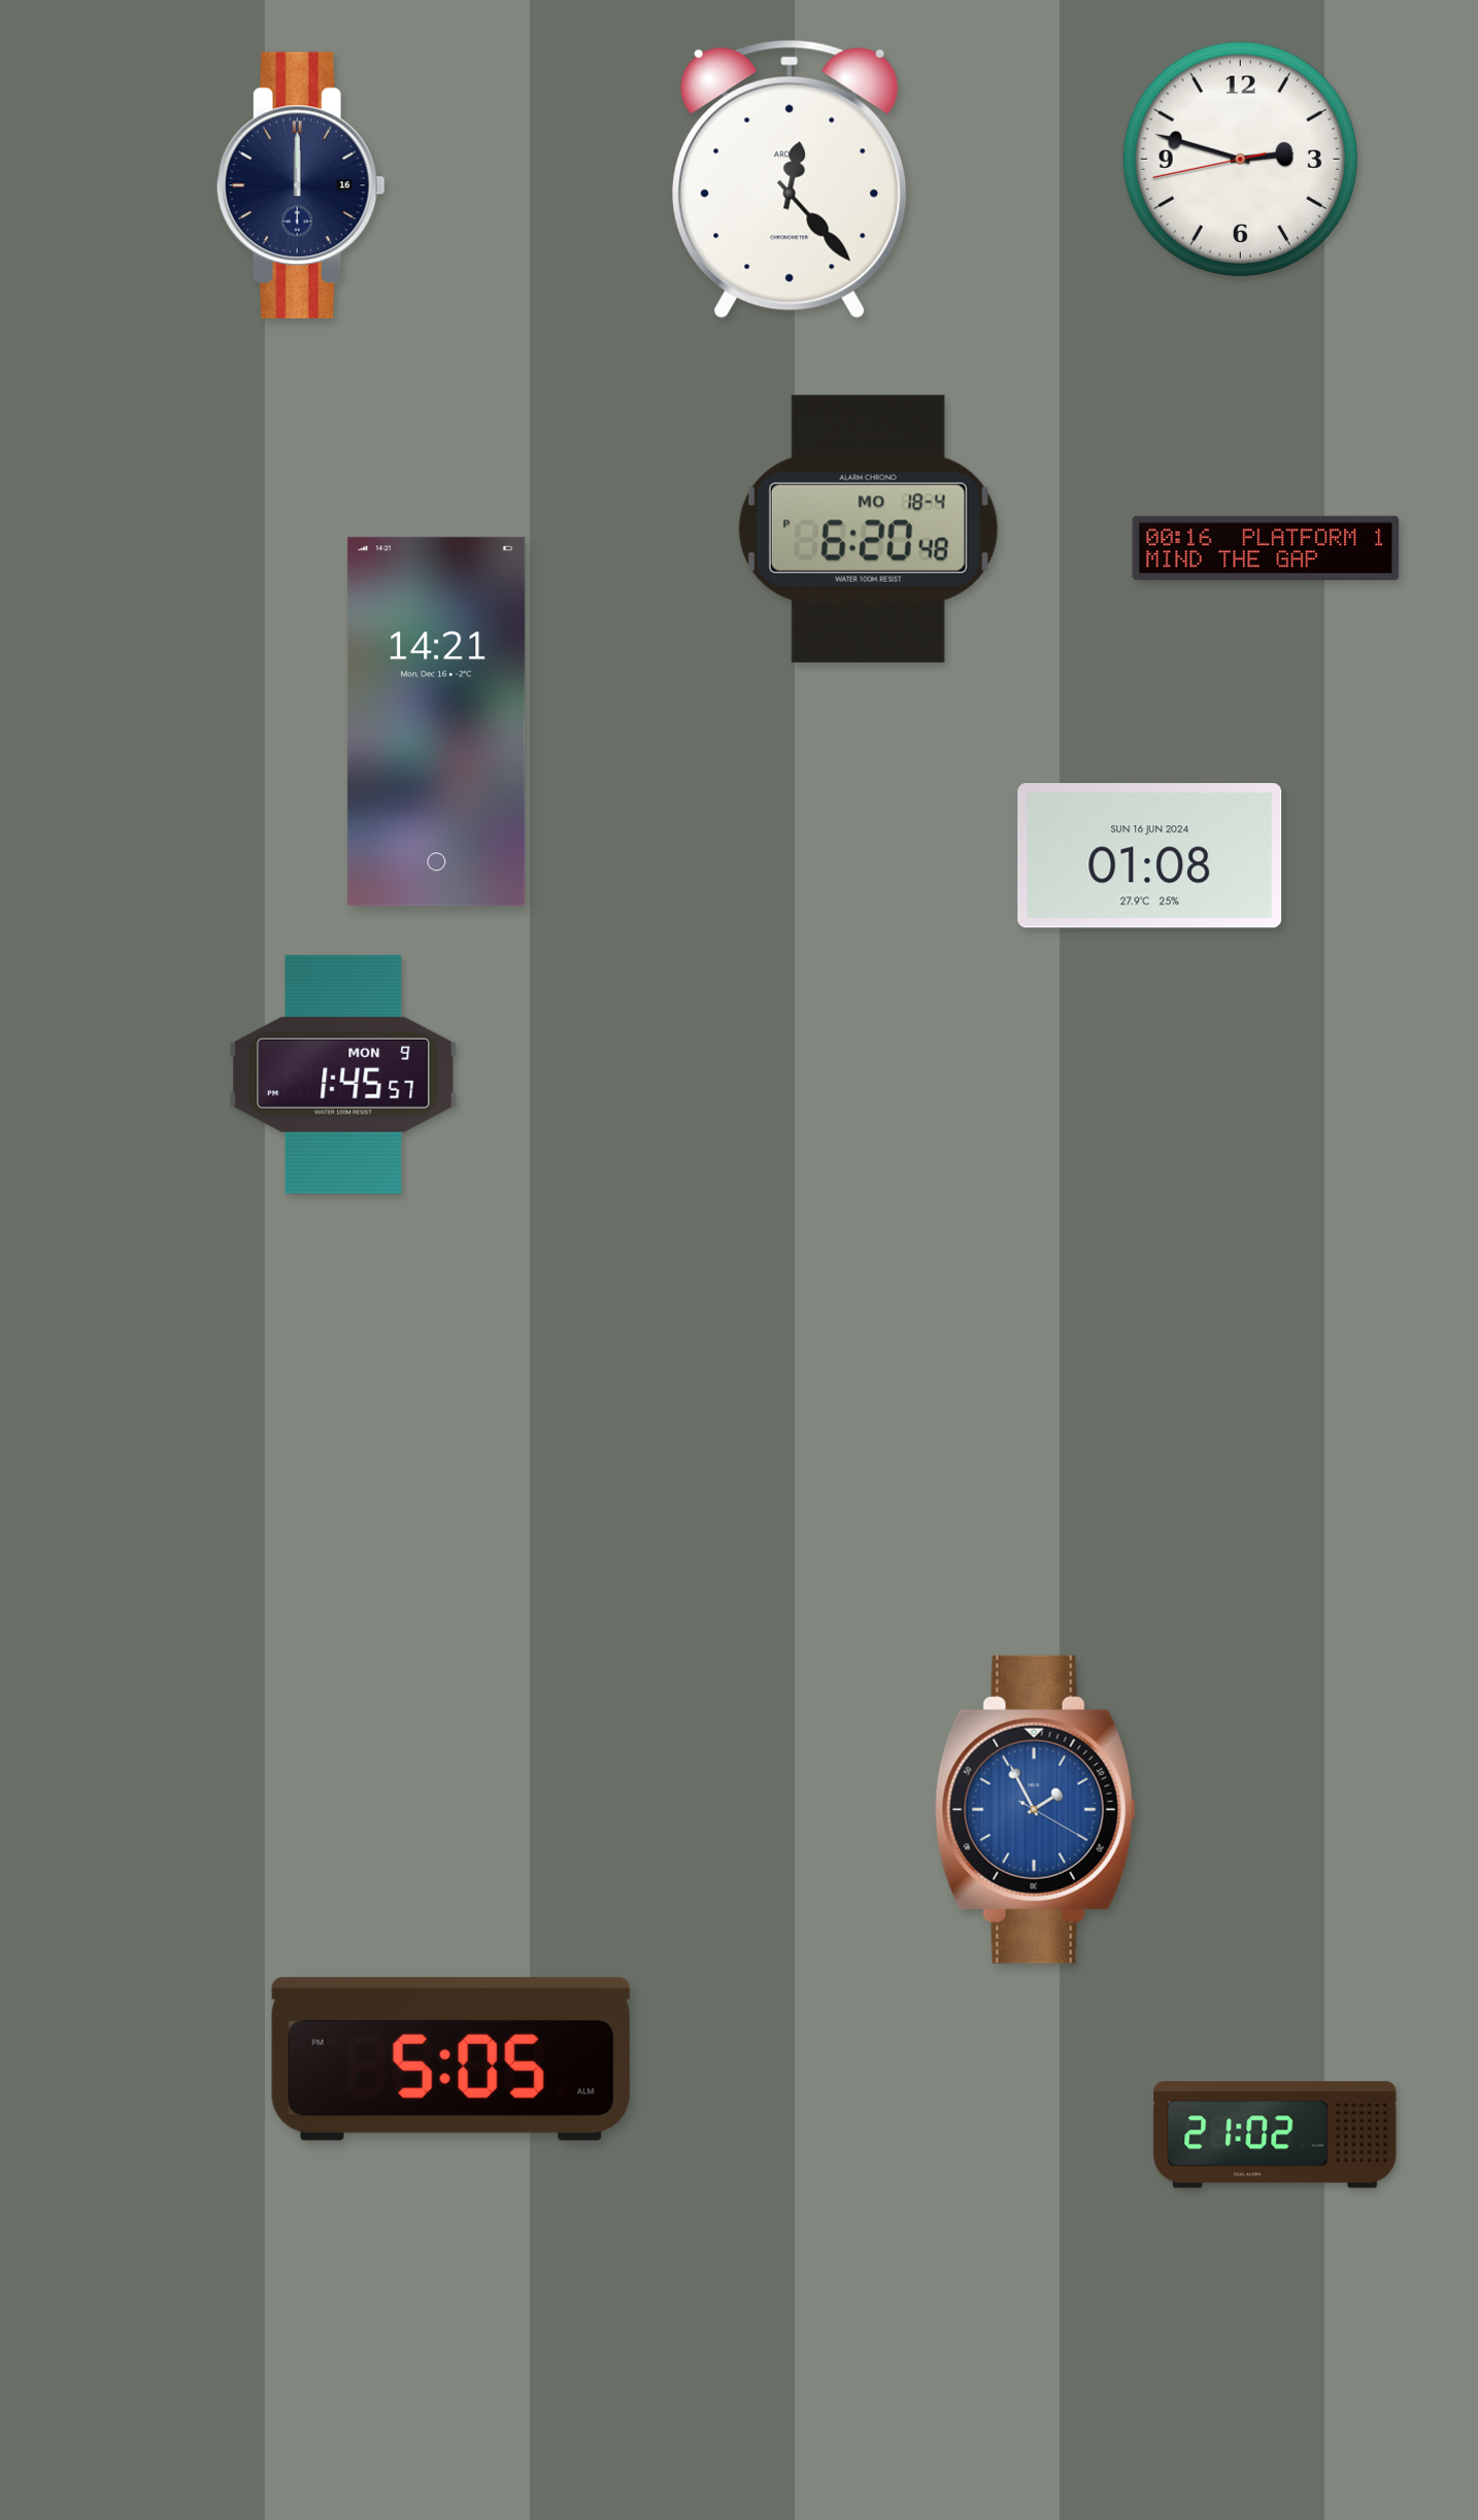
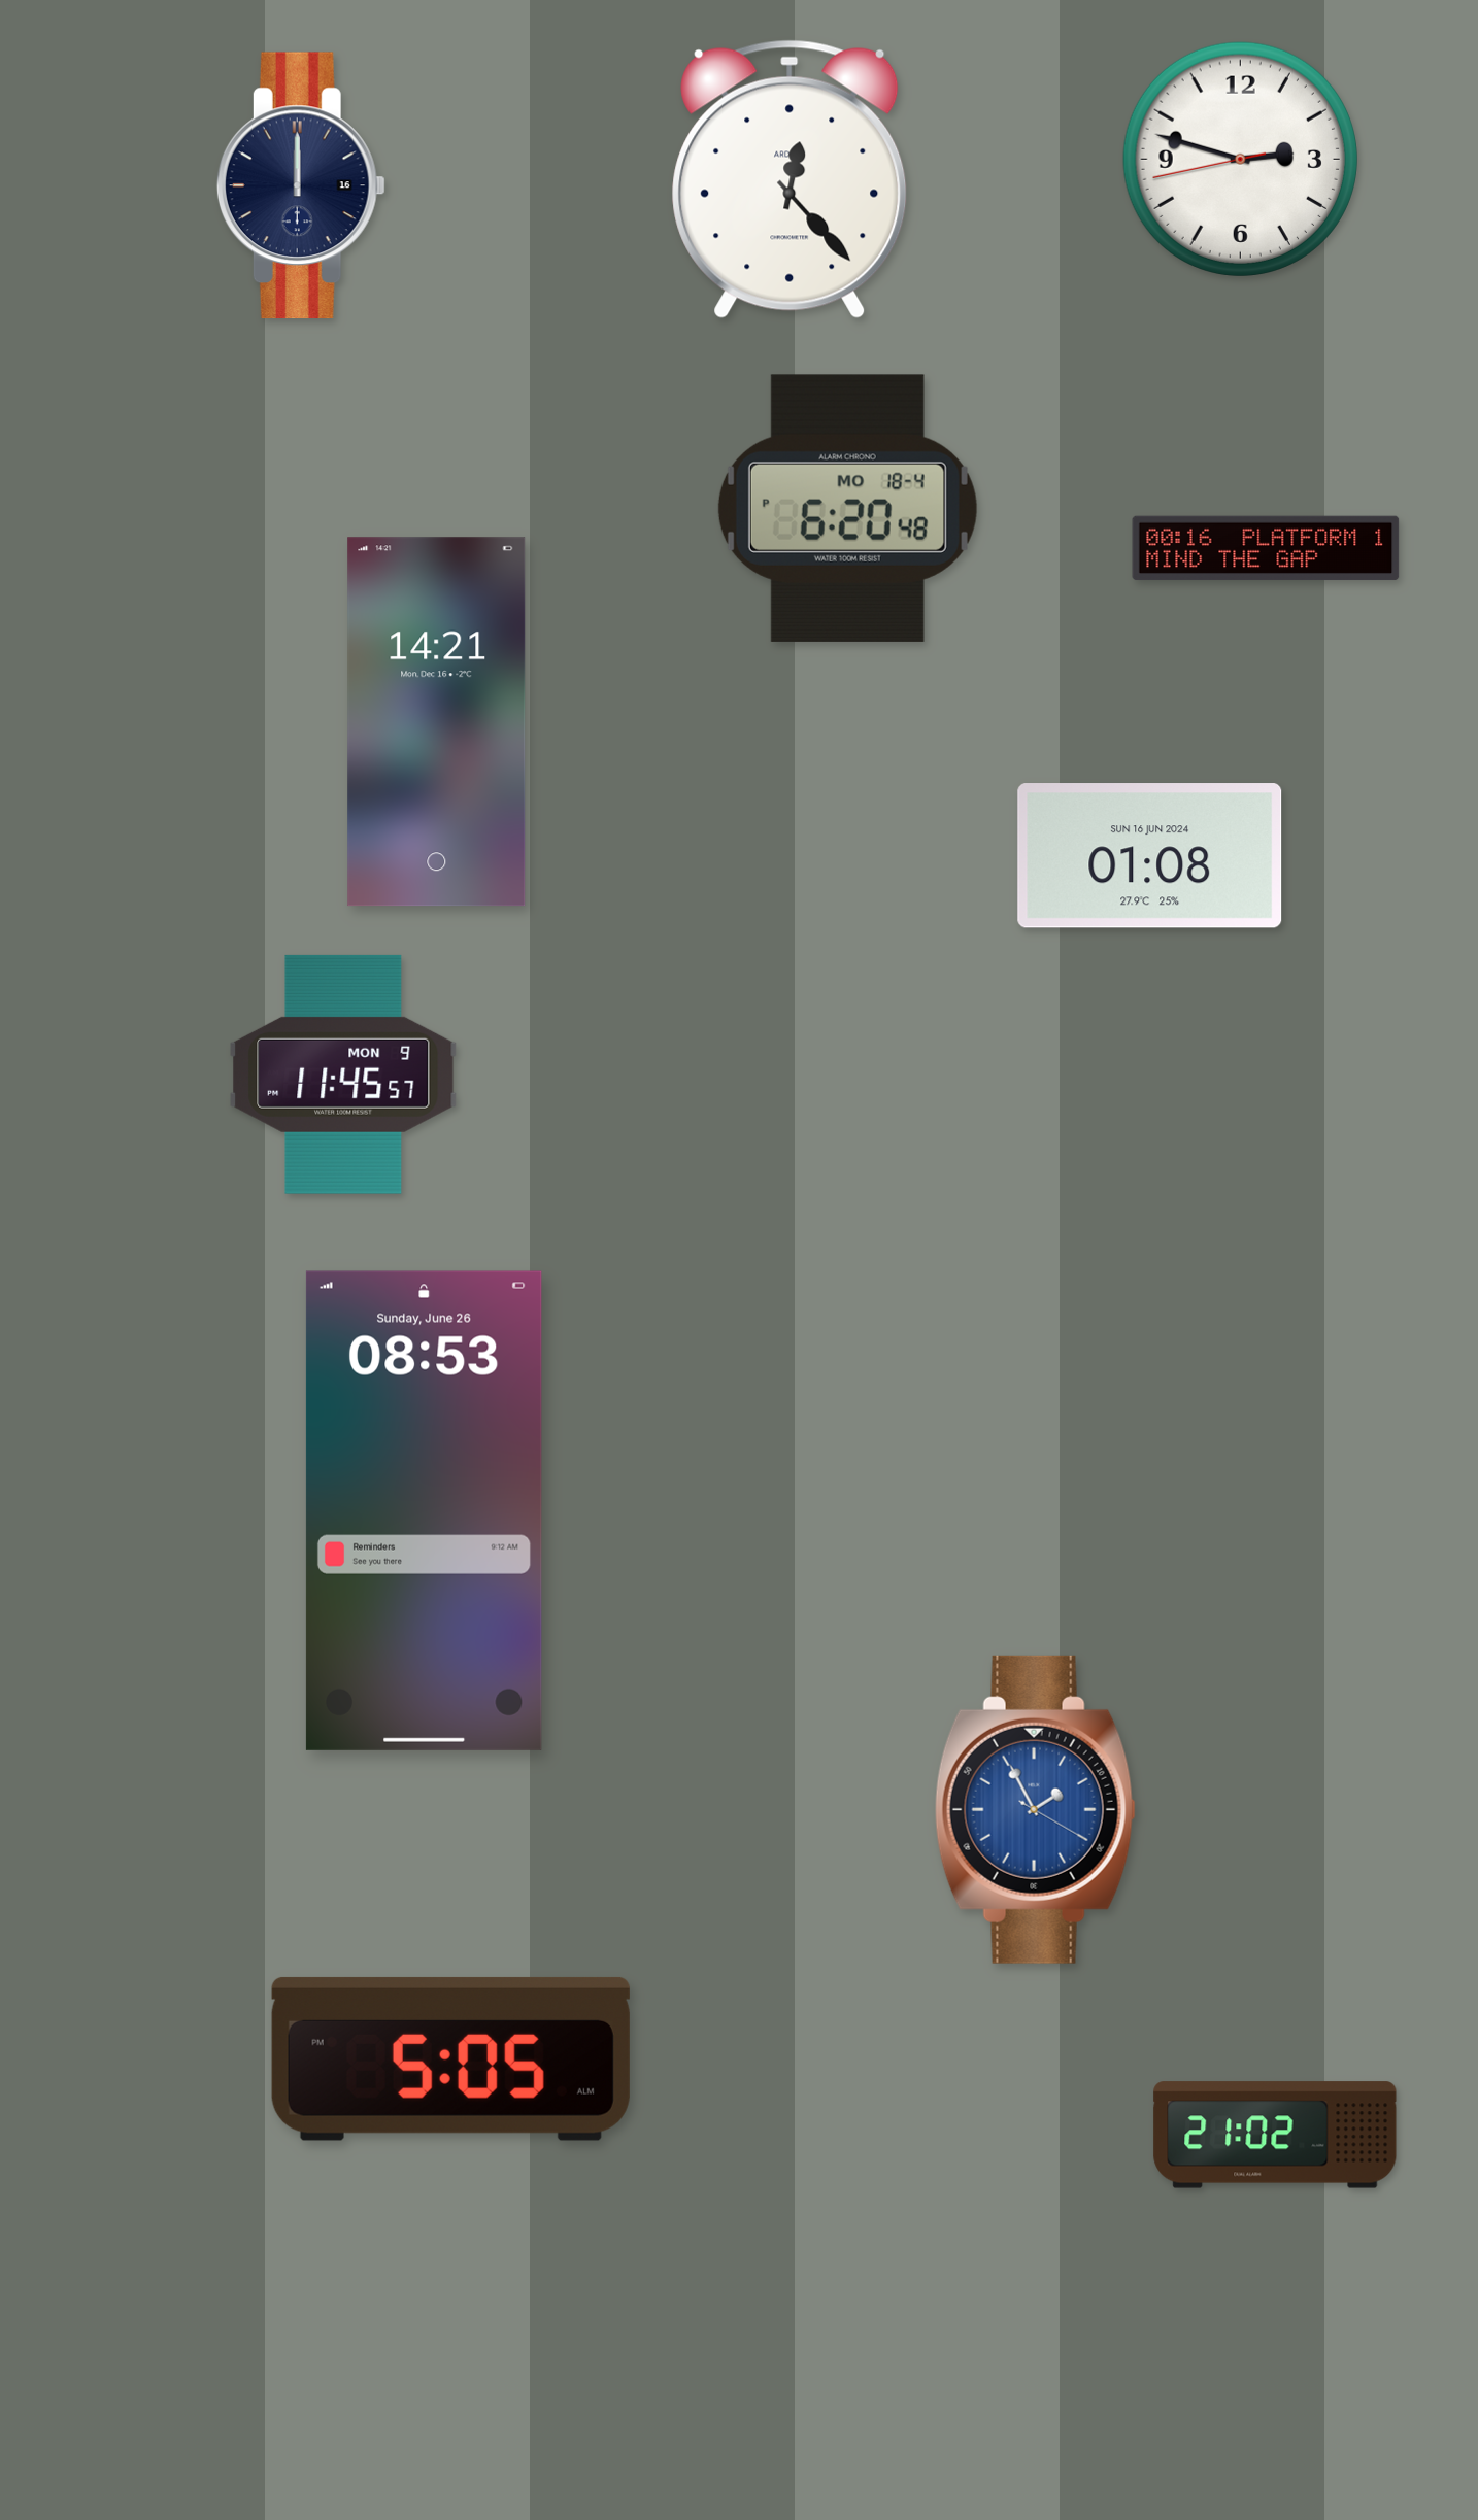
clock at (868, 529) position: (868, 529) -> (847, 508)
clock at (343, 1075): 1:45 -> 11:45
clock at (424, 1510): none -> 08:53
